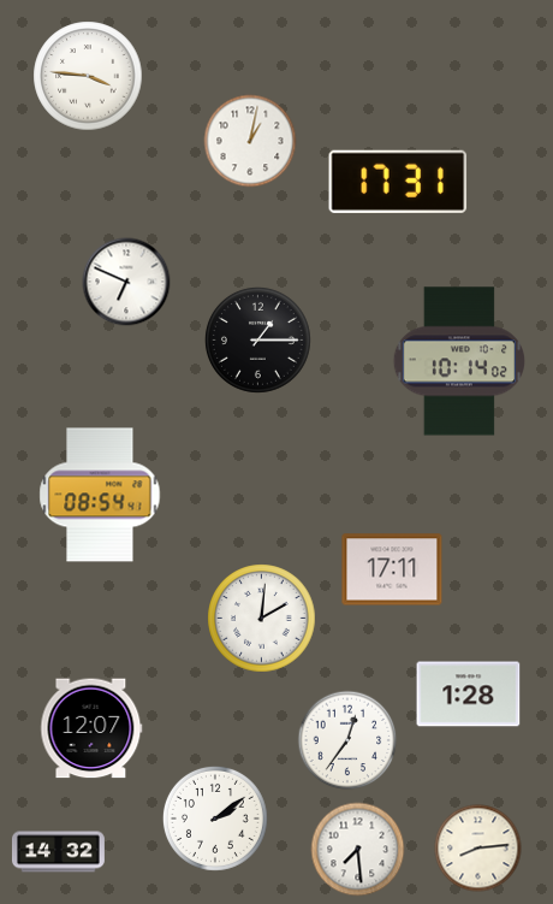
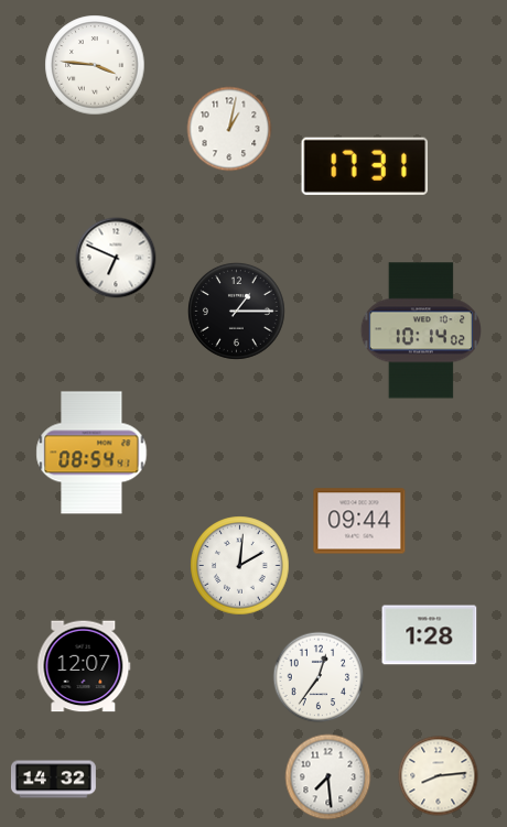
clock at (88, 76) position: (88, 76) -> (95, 65)
clock at (392, 569): 17:11 -> 09:44
clock at (215, 819): 2:09 -> none
